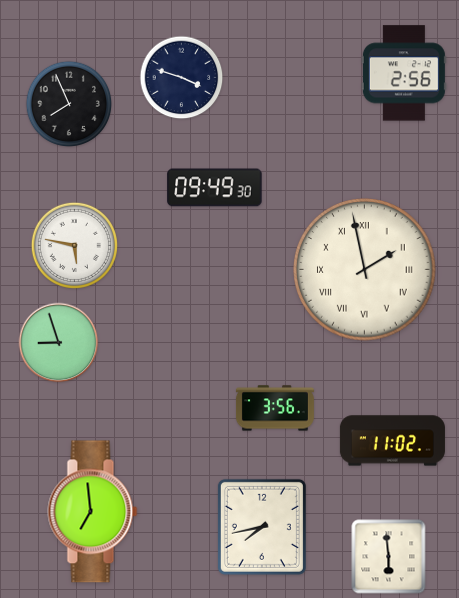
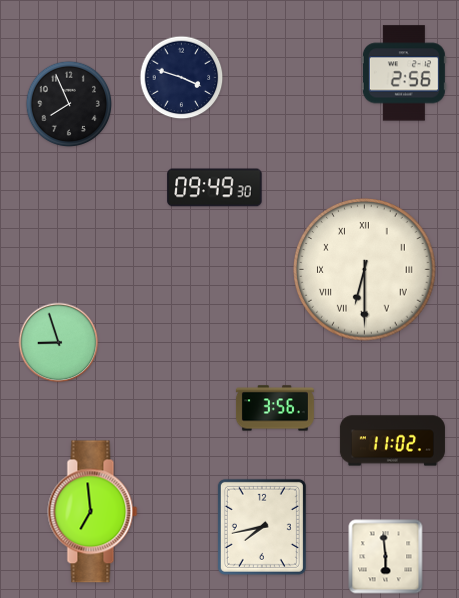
clock at (74, 245): 5:47 -> none
clock at (365, 270): 1:58 -> 6:30
clock at (389, 557) position: (389, 557) -> (386, 557)
